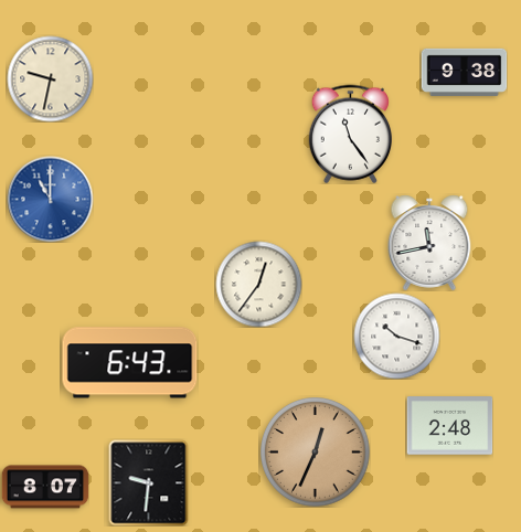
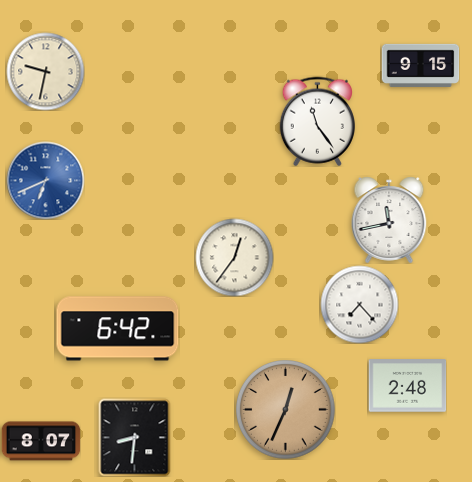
clock at (464, 72): 9:38 -> 9:15
clock at (50, 199): 11:00 -> 6:41
clock at (396, 336): 10:18 -> 7:23
clock at (130, 363): 6:43 -> 6:42
clock at (149, 482): 9:31 -> 8:31
